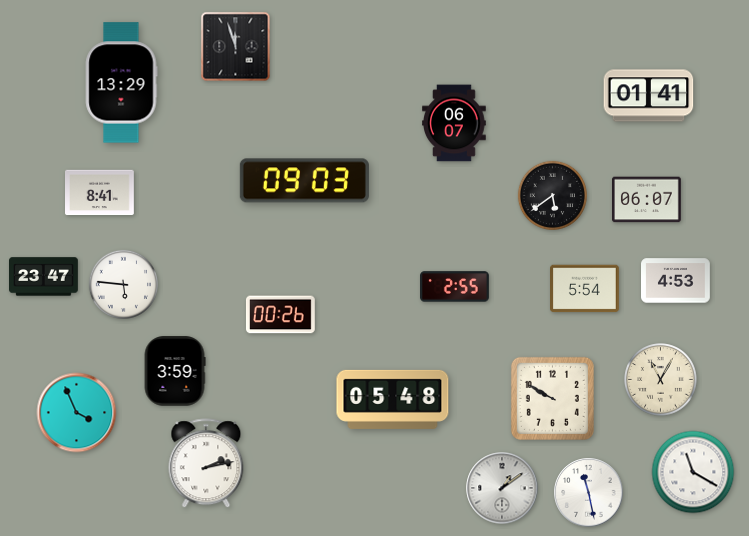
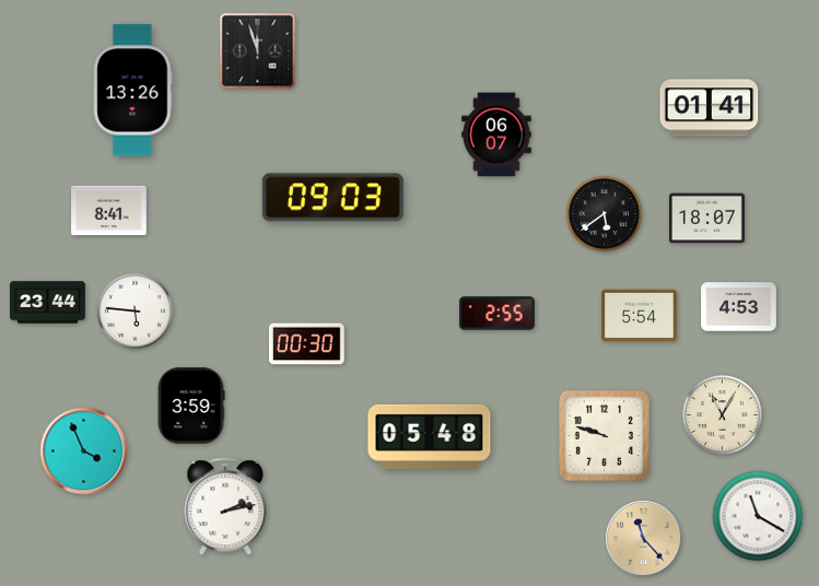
clock at (121, 83): 13:29 -> 13:26
clock at (649, 96) position: (649, 96) -> (710, 108)
clock at (647, 200): 06:07 -> 18:07
clock at (44, 277): 23:47 -> 23:44
clock at (280, 315): 00:26 -> 00:30
clock at (552, 398): 9:50 -> 9:48
clock at (502, 488): 1:09 -> none
clock at (589, 493): 11:28 -> 11:23
clock at (589, 493) dial: white -> champagne
